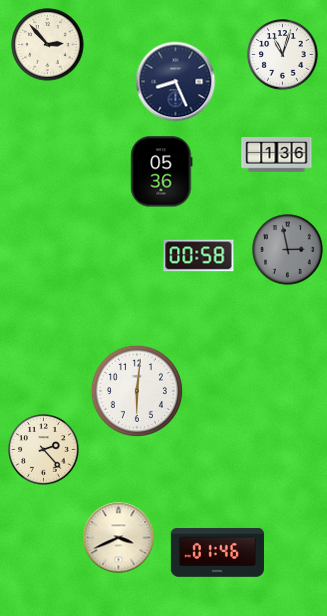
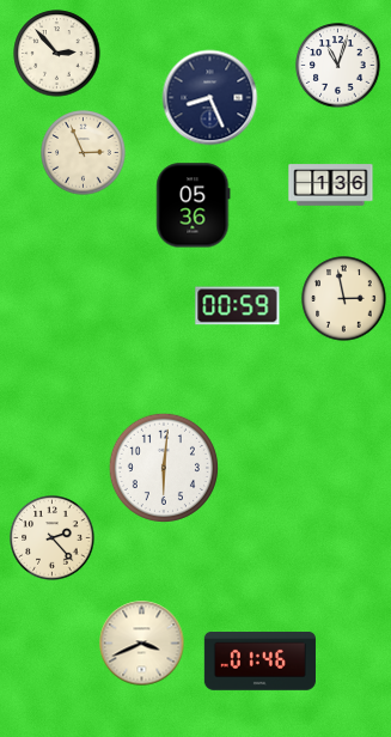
clock at (84, 153): none -> 2:56
clock at (288, 250) dial: grey -> cream
clock at (199, 256): 00:58 -> 00:59
